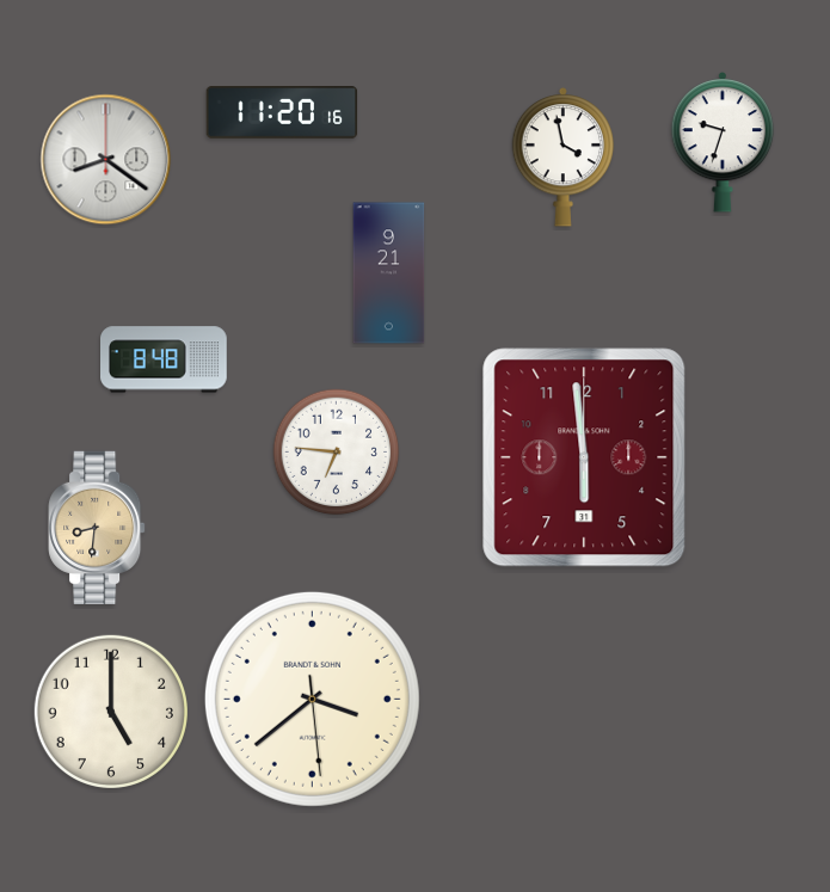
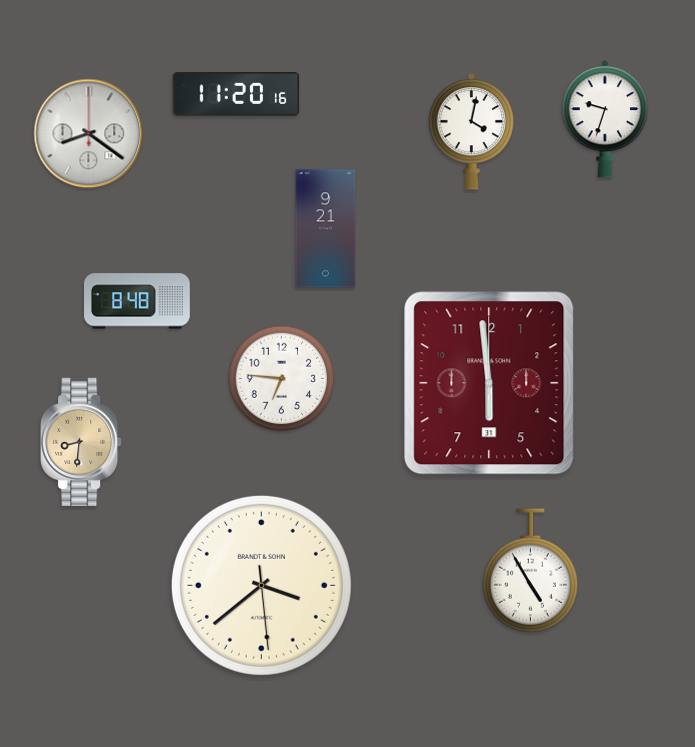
clock at (564, 156): 3:58 -> 4:02
clock at (530, 571): none -> 4:55
clock at (111, 712): 5:00 -> none
